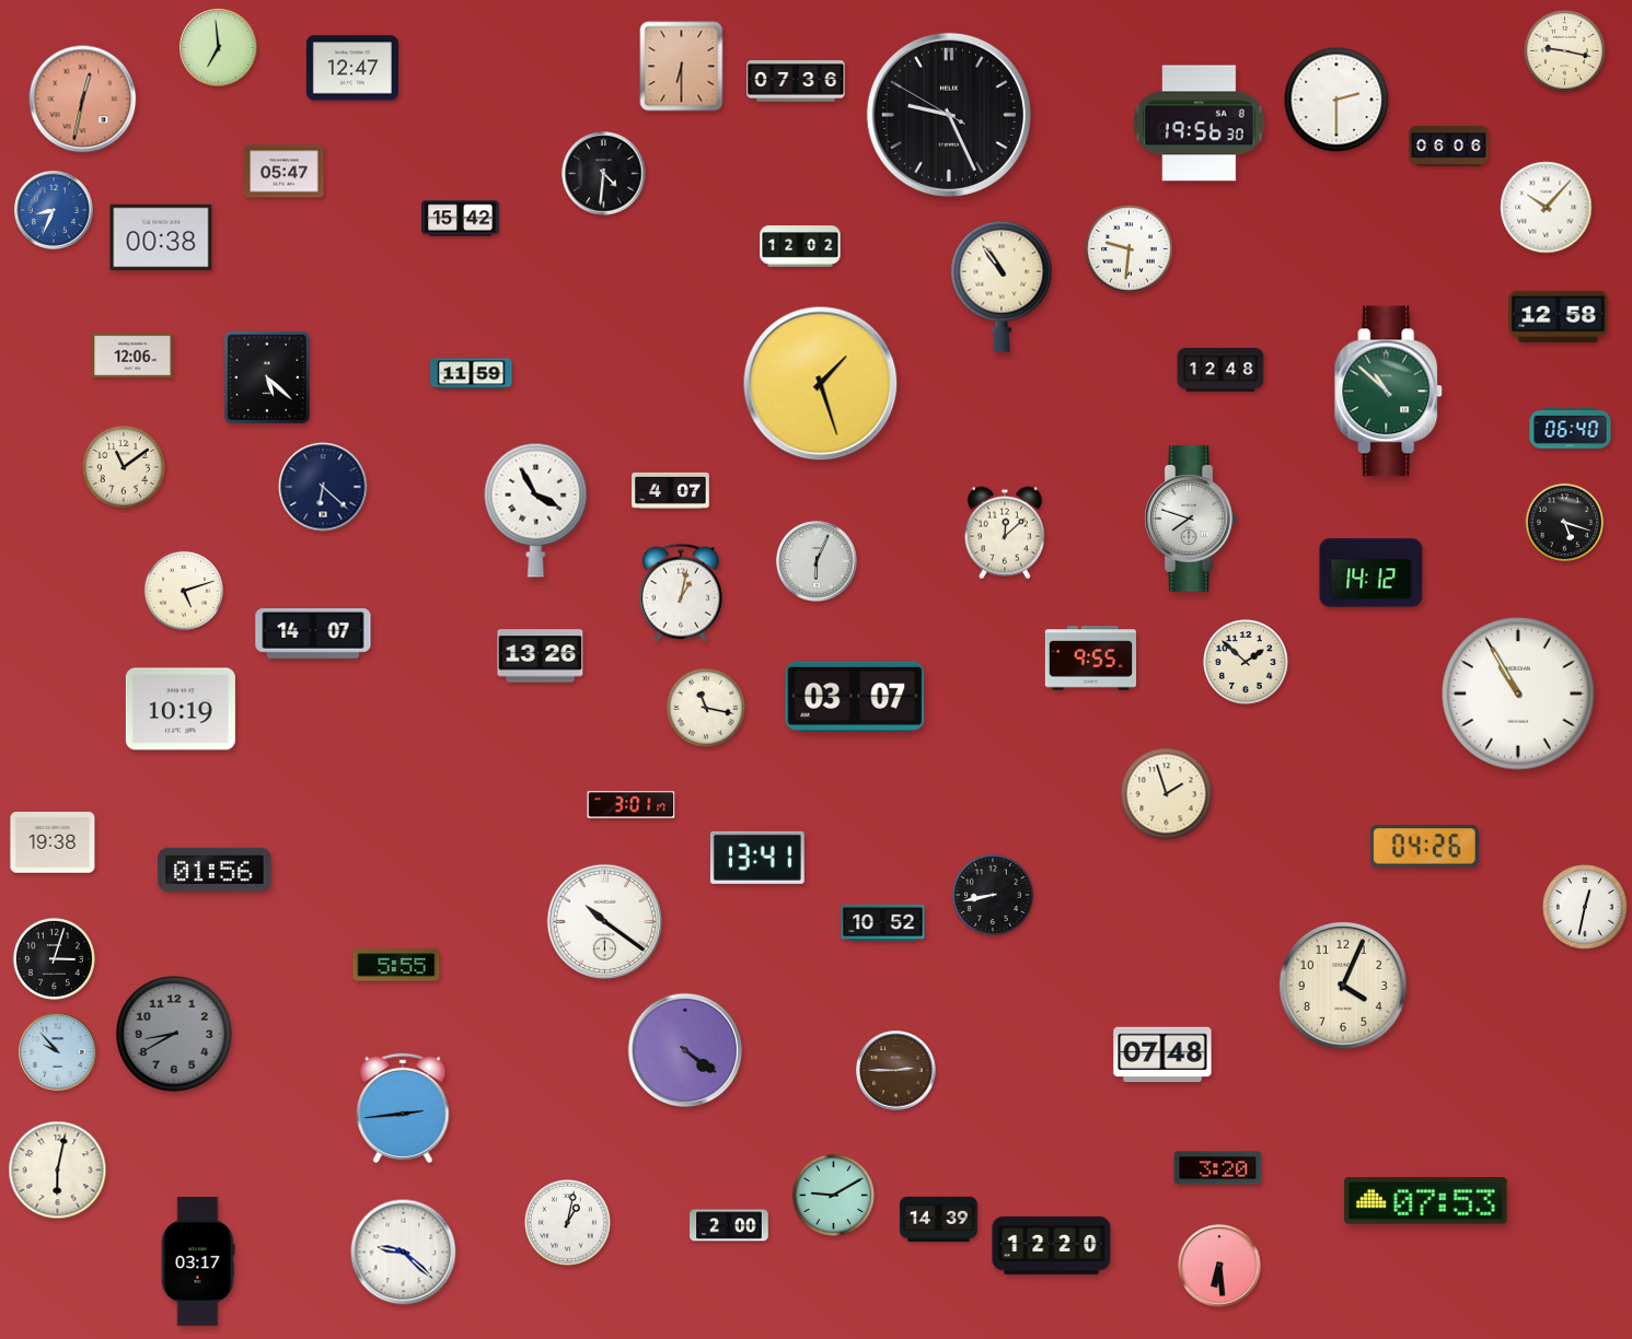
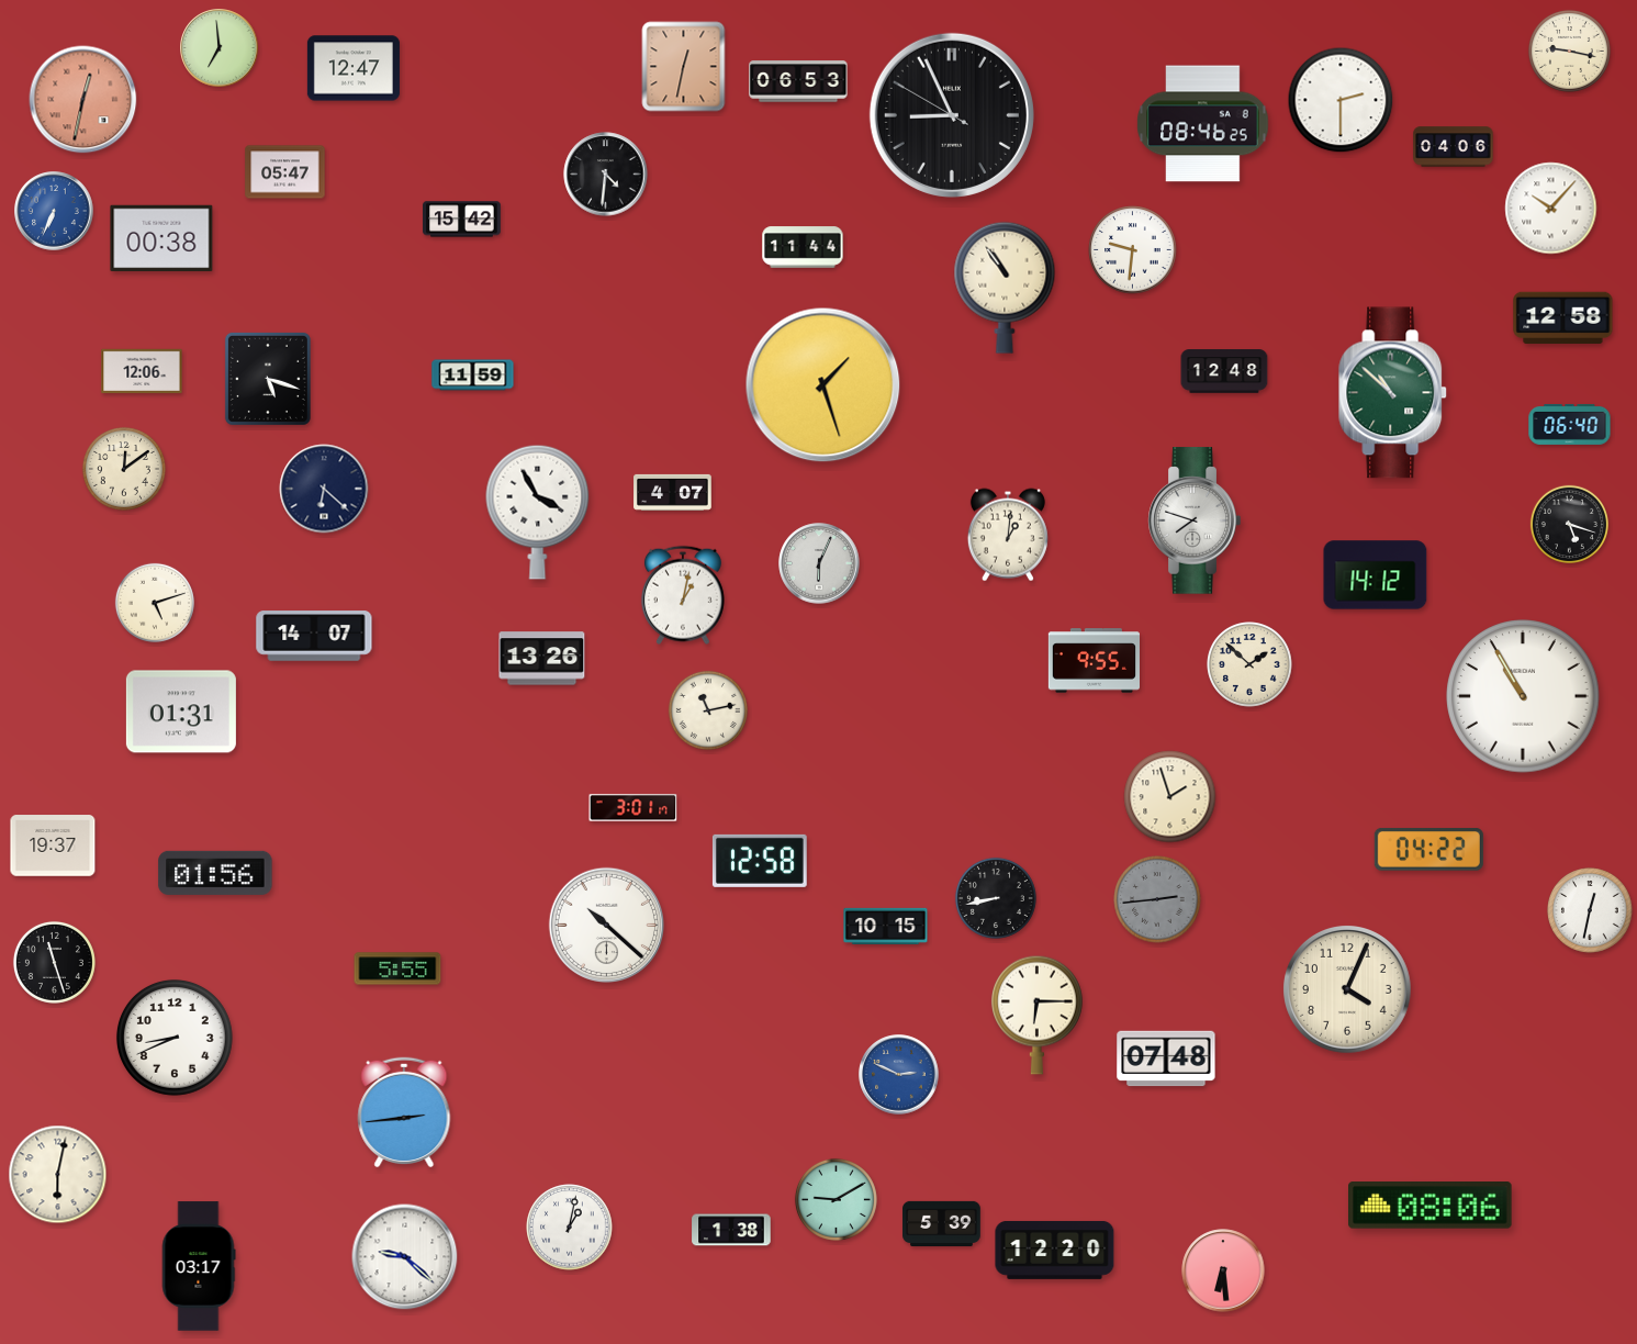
clock at (682, 67): 6:30 -> 12:32
clock at (796, 81): 07:36 -> 06:53
clock at (949, 115): 9:25 -> 8:55
clock at (1200, 124): 19:56 -> 08:46
clock at (1449, 147): 06:06 -> 04:06
clock at (54, 210): 8:34 -> 6:34
clock at (800, 246): 12:02 -> 11:44
clock at (132, 356) position: (132, 356) -> (142, 371)
clock at (267, 377): 5:22 -> 5:18
clock at (1571, 428) position: (1571, 428) -> (1570, 424)
clock at (124, 467): 11:09 -> 12:09
clock at (1005, 533): 12:08 -> 1:01
clock at (183, 590) position: (183, 590) -> (154, 602)
clock at (855, 697): 03:07 -> none
clock at (705, 707): 11:17 -> 11:13
clock at (181, 709): 10:19 -> 01:31
clock at (53, 842): 19:38 -> 19:37
clock at (1424, 847): 04:26 -> 04:22
clock at (757, 858): 13:41 -> 12:58
clock at (1157, 899): none -> 2:44
clock at (604, 921): 10:21 -> 10:22
clock at (883, 922): 10:52 -> 10:15
clock at (54, 958): 3:03 -> 11:27
clock at (1038, 1015): none -> 6:15
clock at (174, 1034): 8:40 -> 8:41
clock at (174, 1034) dial: grey -> white
clock at (685, 1050): 4:21 -> none
clock at (58, 1052): 9:53 -> none
clock at (896, 1071): 2:45 -> 2:49
clock at (896, 1071) dial: brown -> blue
clock at (1218, 1168): 3:20 -> none
clock at (1426, 1201): 07:53 -> 08:06
clock at (939, 1219): 14:39 -> 5:39
clock at (729, 1225): 2:00 -> 1:38
